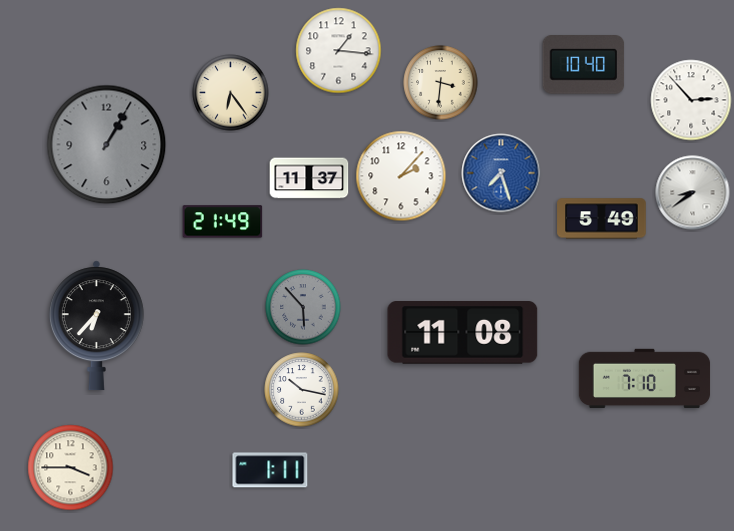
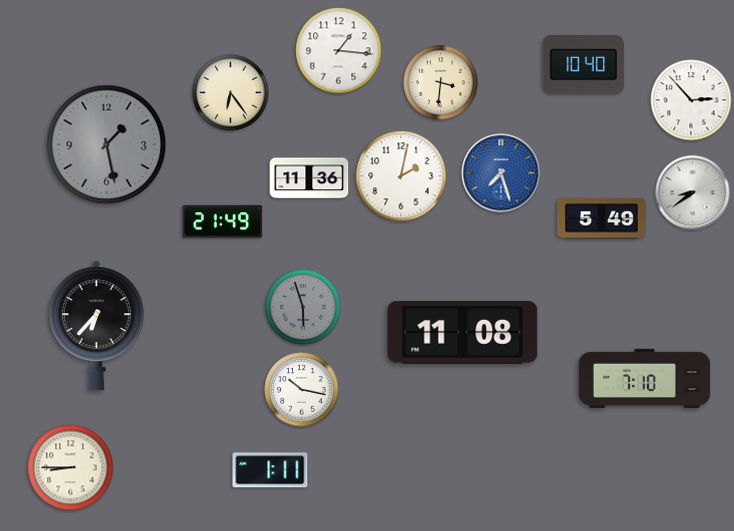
clock at (107, 145): 1:05 -> 1:28
clock at (401, 176): 2:07 -> 2:02
clock at (309, 178): 11:37 -> 11:36
clock at (303, 307): 5:53 -> 5:57
clock at (71, 468): 3:45 -> 8:45
